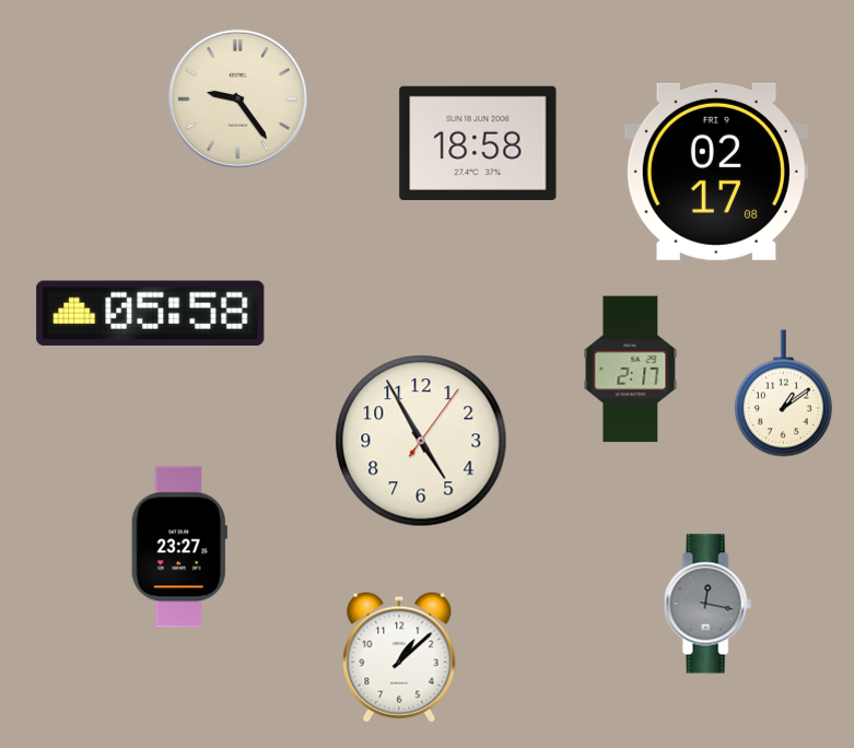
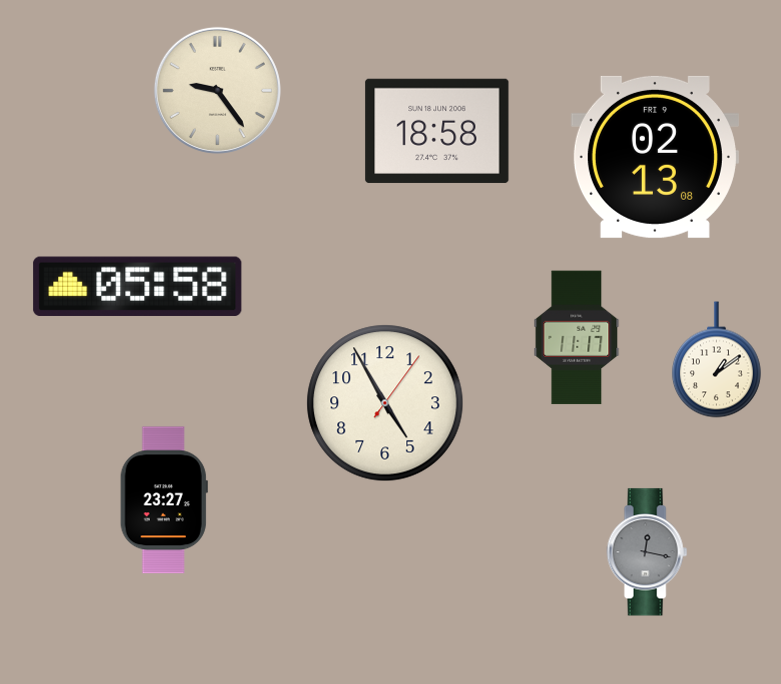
clock at (716, 172): 02:17 -> 02:13
clock at (631, 370): 2:17 -> 11:17
clock at (399, 657): 1:08 -> none
